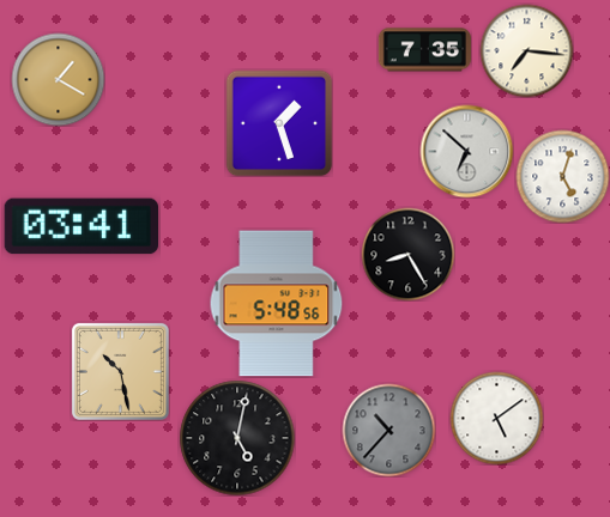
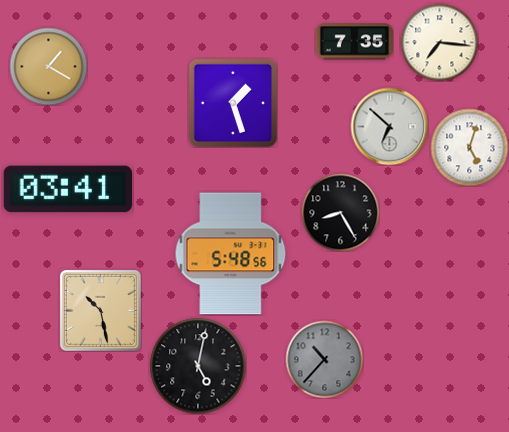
clock at (496, 418): 5:09 -> none
